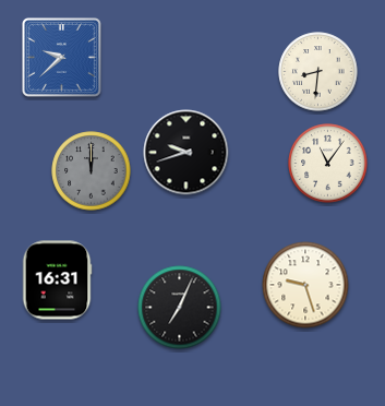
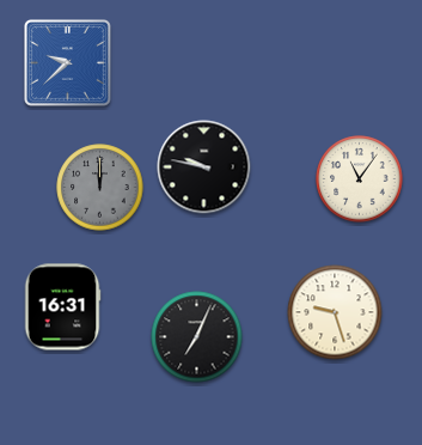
clock at (318, 72): 8:31 -> none
clock at (187, 153): 9:42 -> 9:47
